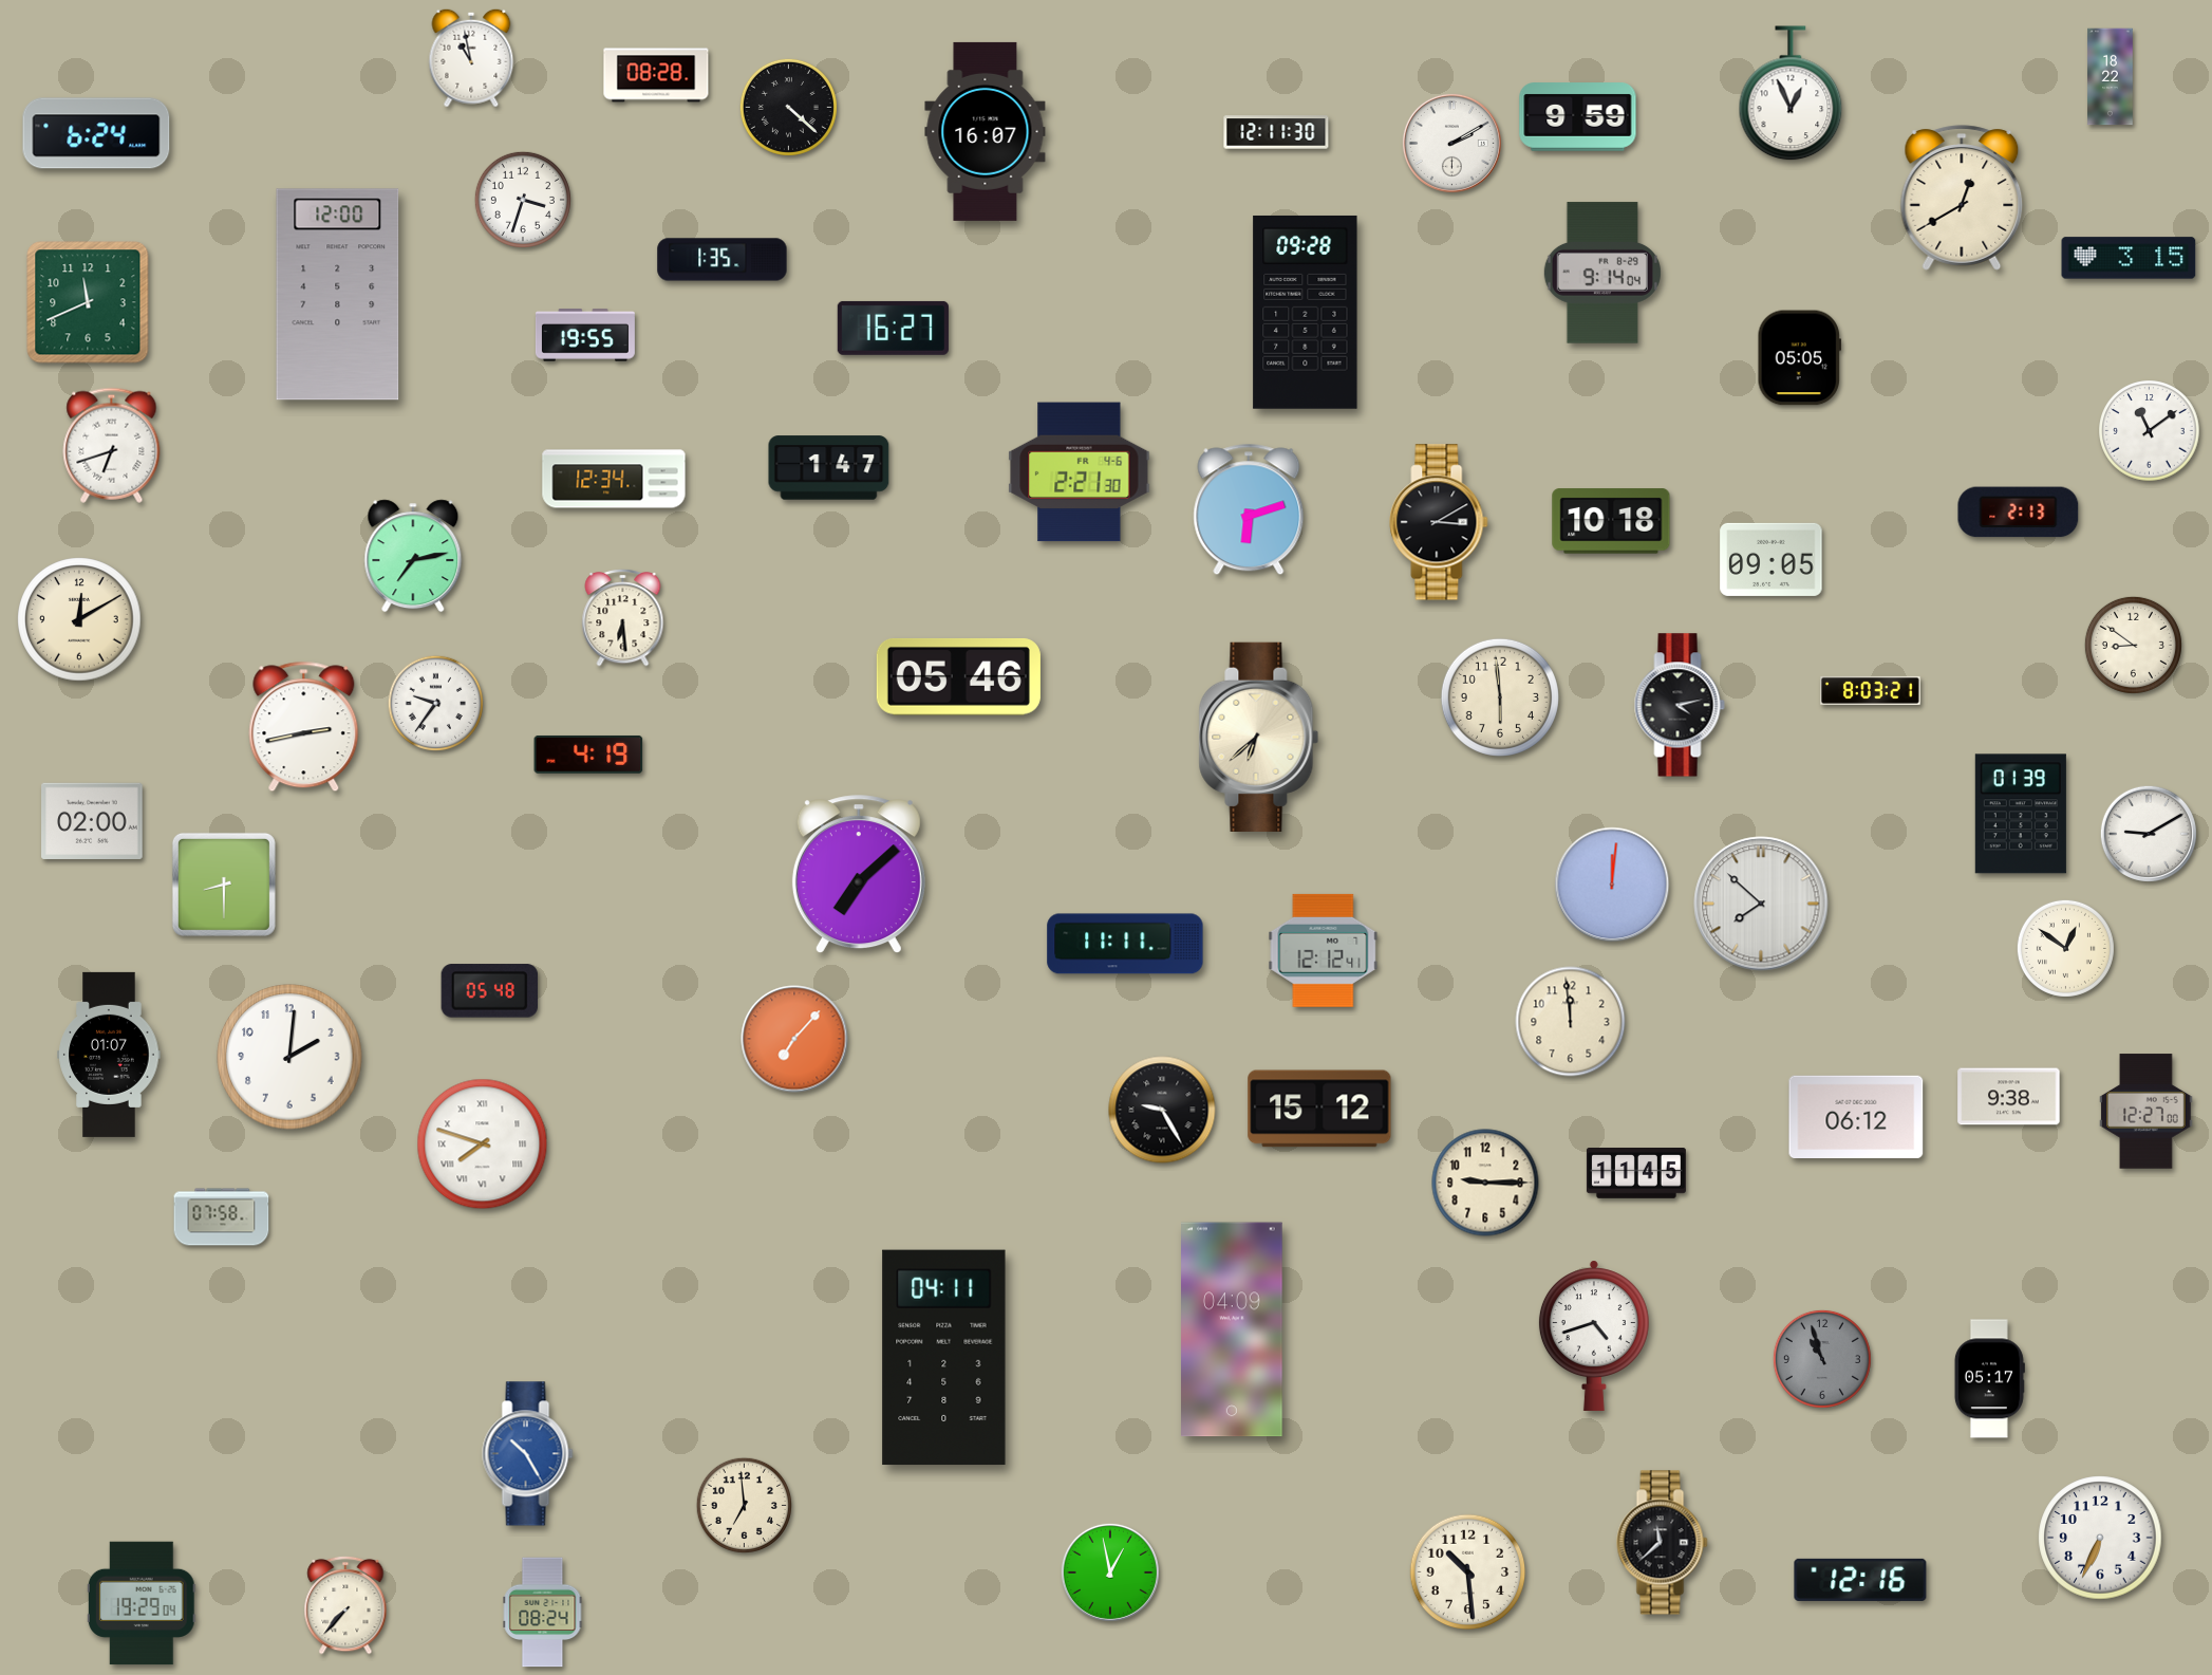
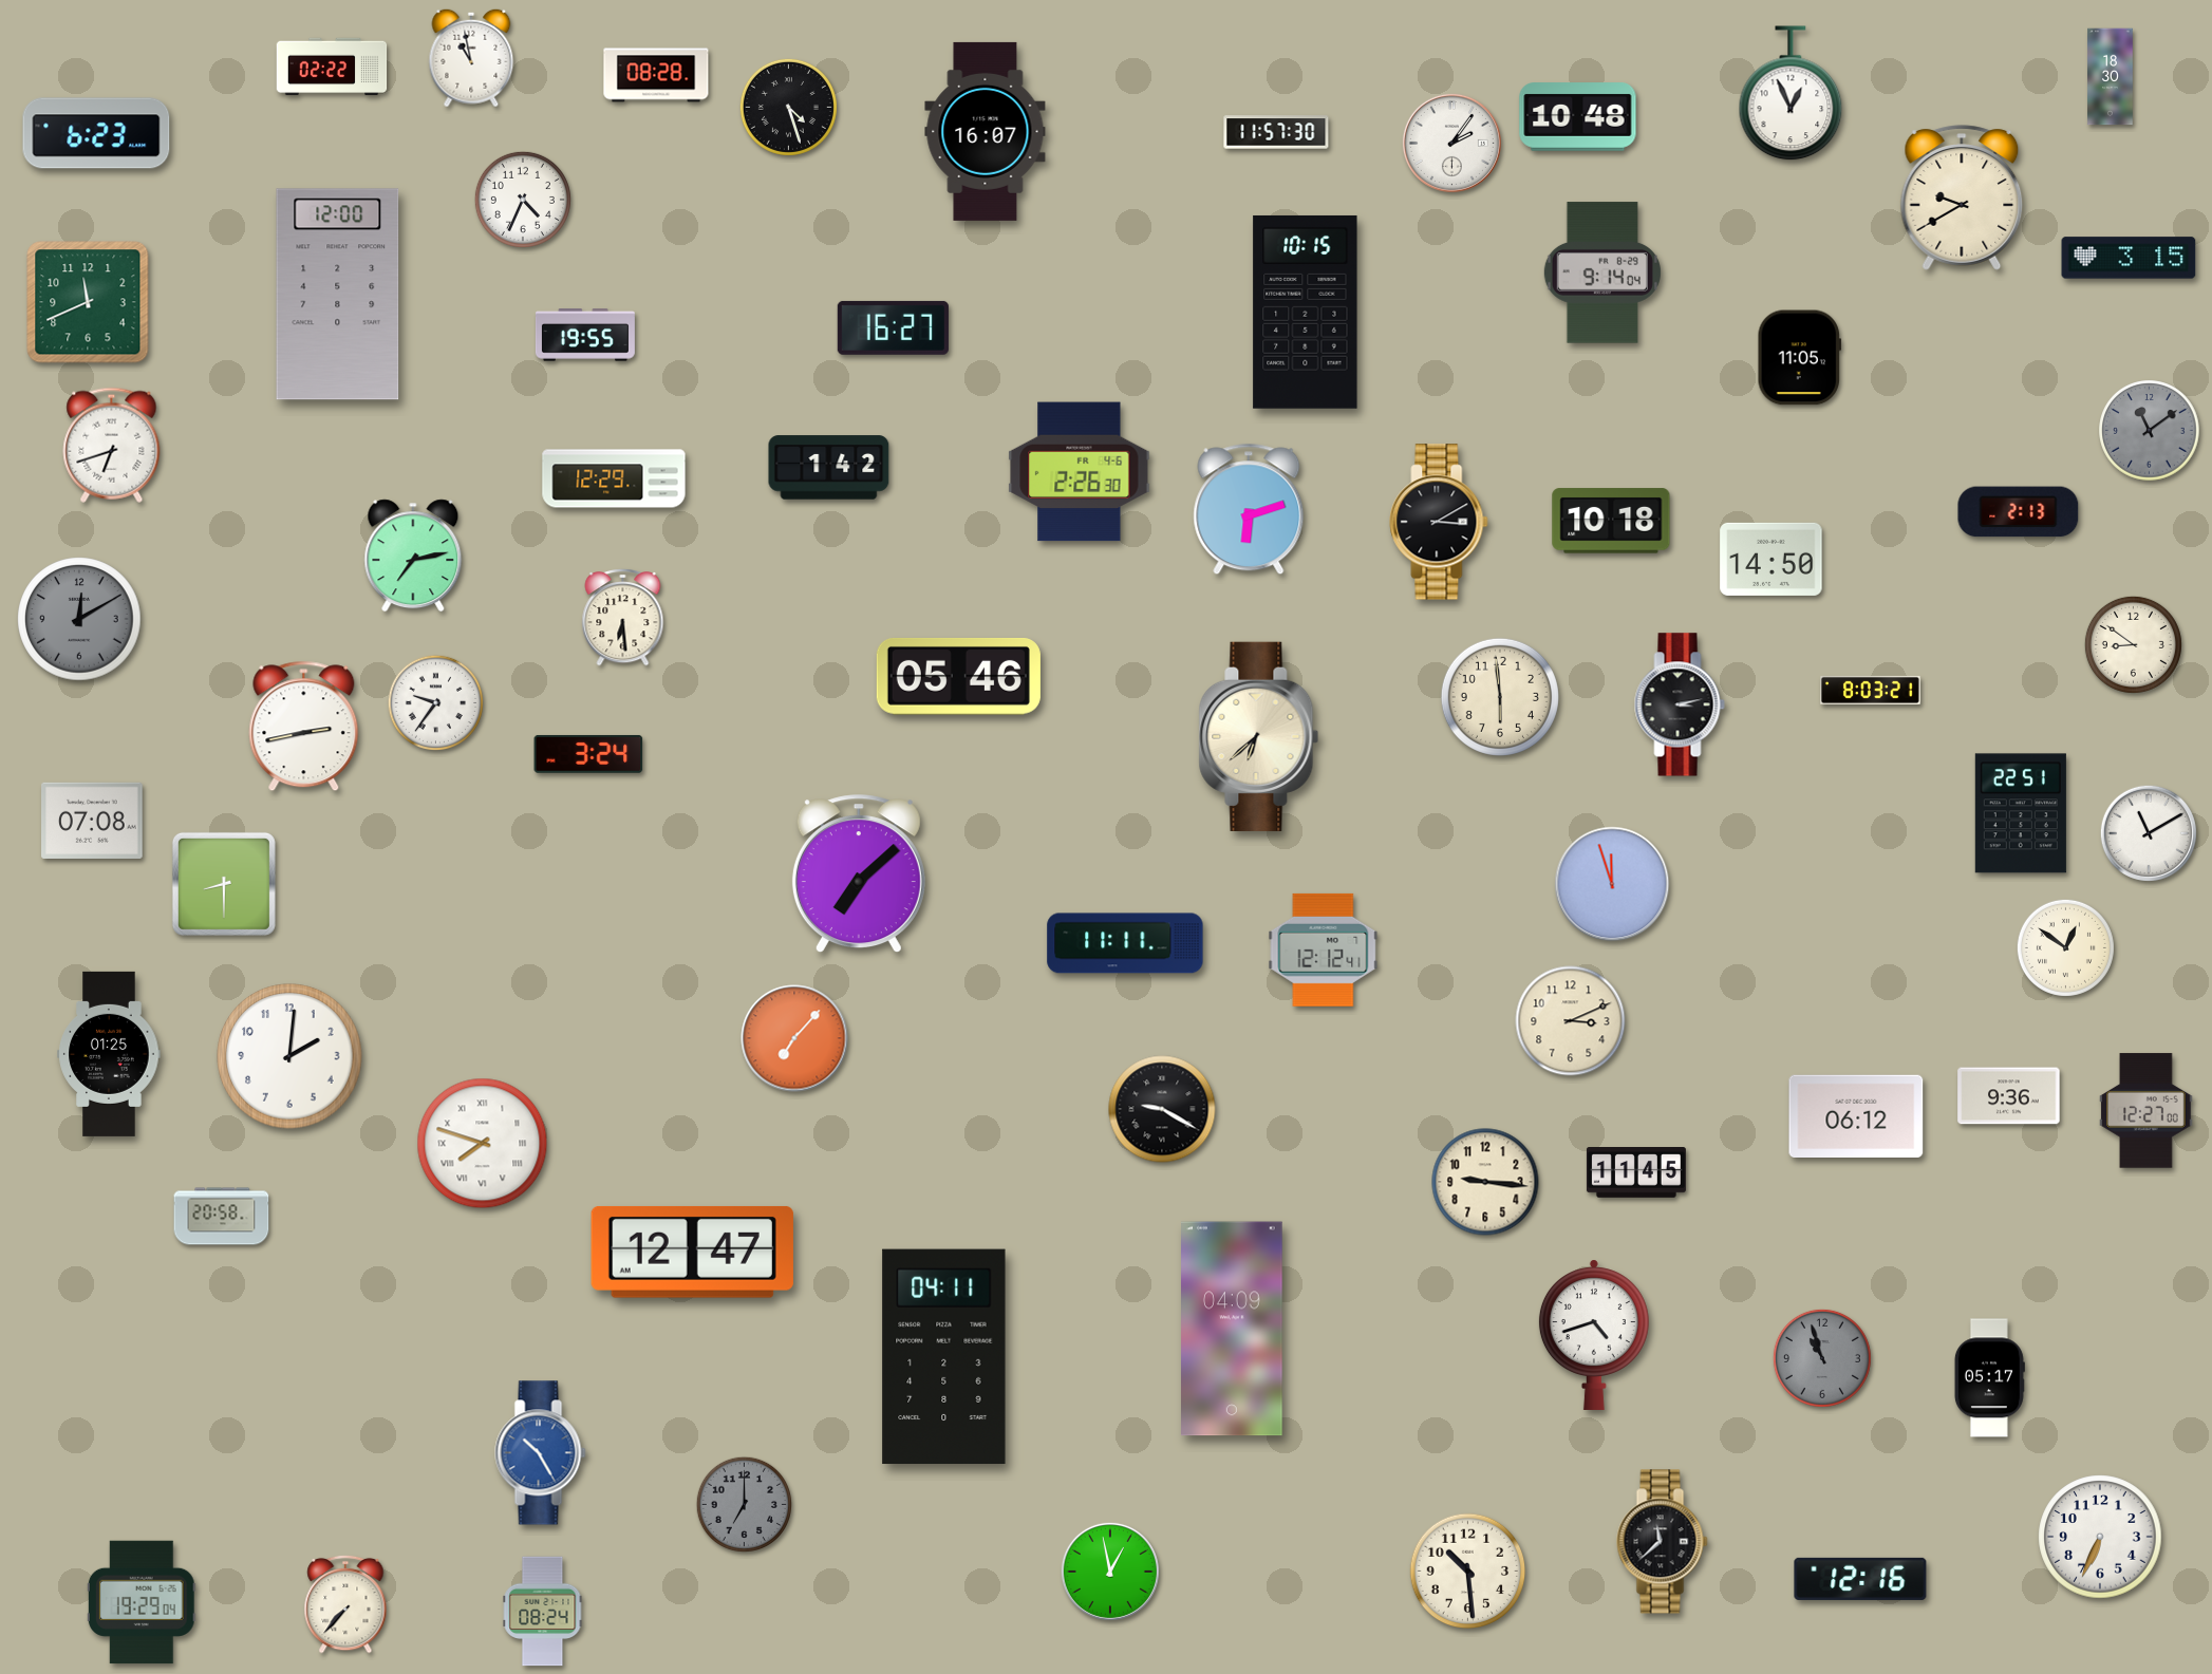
clock at (332, 67): none -> 02:22
clock at (2111, 77): 18:22 -> 18:30
clock at (788, 107): 4:22 -> 4:27
clock at (1578, 117): 9:59 -> 10:48
clock at (1276, 132): 12:11 -> 11:57
clock at (96, 133): 6:24 -> 6:23
clock at (1451, 143): 2:10 -> 2:06
clock at (1962, 198): 12:40 -> 9:40
clock at (523, 200): 3:33 -> 4:34
clock at (723, 260): 1:35 -> none
clock at (1306, 312): 09:28 -> 10:15
clock at (1799, 358): 05:05 -> 11:05
clock at (2150, 431) dial: white -> grey
clock at (829, 468): 1:47 -> 1:42
clock at (1080, 472): 2:21 -> 2:26
clock at (614, 479): 12:34 -> 12:29
clock at (1772, 559): 09:05 -> 14:50
clock at (79, 619) dial: cream -> grey
clock at (1680, 705): 4:13 -> 3:13
clock at (588, 755): 4:19 -> 3:24
clock at (2021, 814): 01:39 -> 22:51
clock at (92, 821): 02:00 -> 07:08
clock at (2149, 834): 9:10 -> 11:10
clock at (1612, 885): 12:01 -> 11:57
clock at (1761, 904): 7:52 -> none
clock at (489, 991): 05:48 -> none
clock at (1571, 1022): 11:59 -> 3:11
clock at (109, 1055): 01:07 -> 01:25
clock at (2009, 1097): 9:38 -> 9:36
clock at (1319, 1109): 15:12 -> none
clock at (1162, 1110): 9:25 -> 9:20
clock at (1485, 1183): 9:15 -> 9:16
clock at (222, 1217): 07:58 -> 20:58
clock at (692, 1252): none -> 12:47
clock at (528, 1454) position: (528, 1454) -> (541, 1453)
clock at (744, 1505): 6:59 -> 7:00
clock at (744, 1505) dial: cream -> grey
